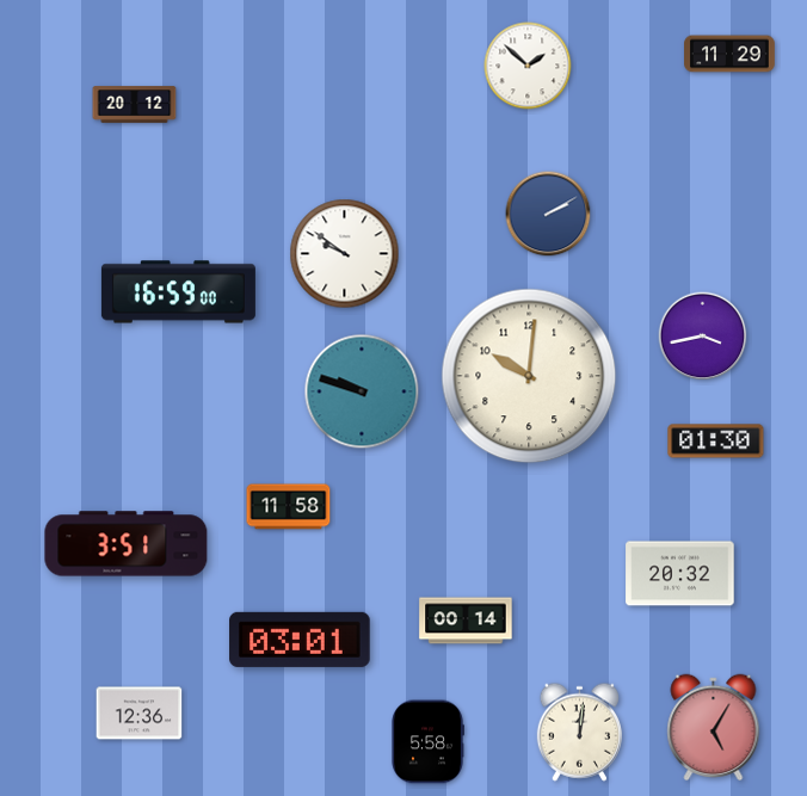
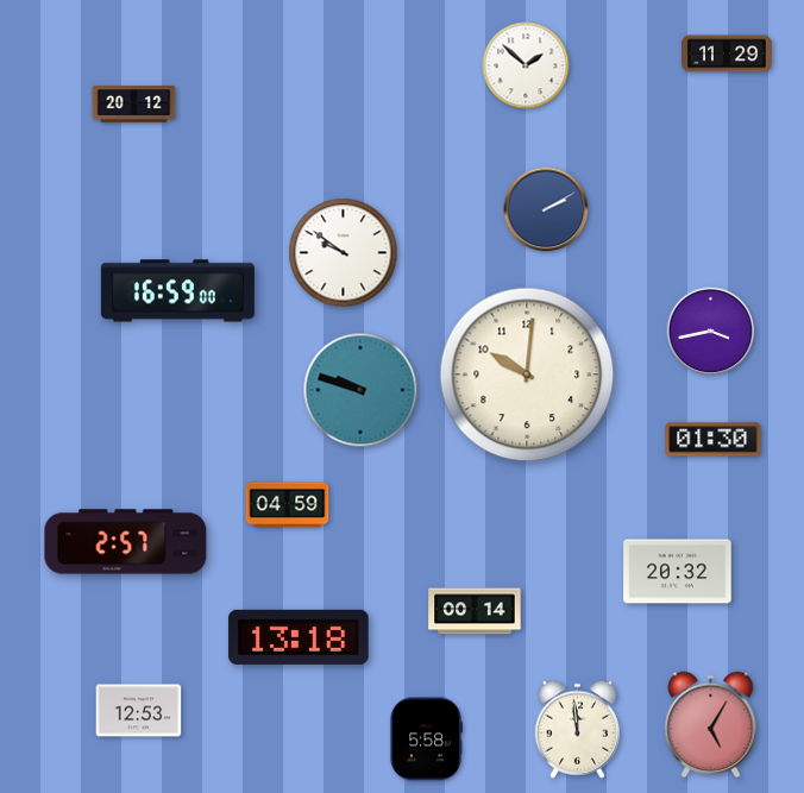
clock at (548, 214) position: (548, 214) -> (546, 209)
clock at (703, 337) position: (703, 337) -> (711, 332)
clock at (289, 507): 11:58 -> 04:59
clock at (127, 544): 3:51 -> 2:57
clock at (466, 621) position: (466, 621) -> (475, 611)
clock at (300, 640): 03:01 -> 13:18
clock at (140, 714): 12:36 -> 12:53
clock at (579, 732): 12:01 -> 11:59
